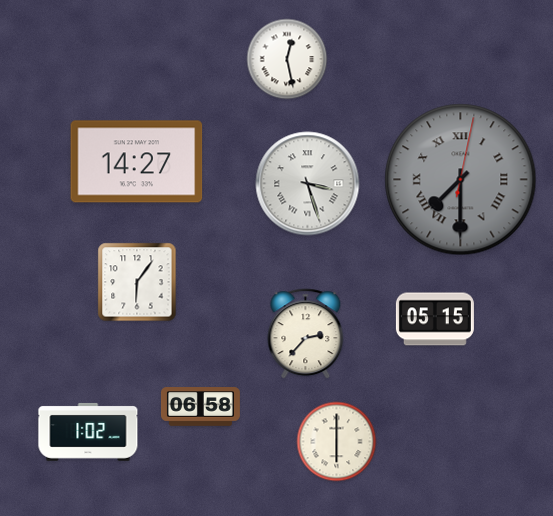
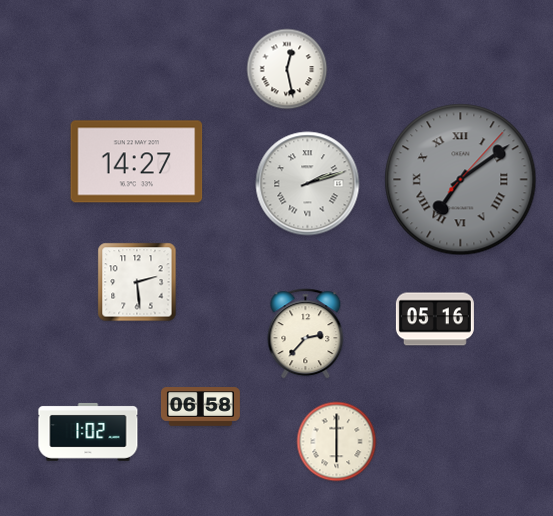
clock at (287, 59) position: (287, 59) -> (287, 69)
clock at (461, 180): 7:30 -> 7:09
clock at (308, 184): 3:27 -> 2:12
clock at (137, 282): 6:06 -> 2:29
clock at (435, 319): 05:15 -> 05:16
